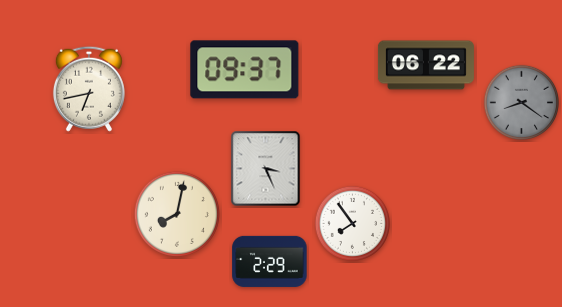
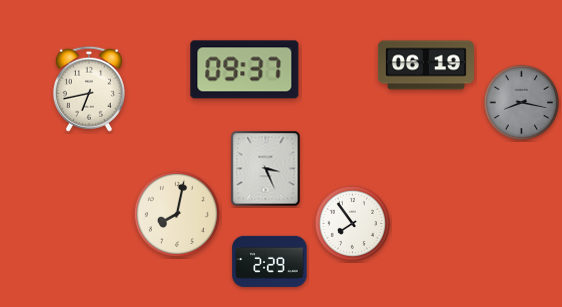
clock at (426, 65): 06:22 -> 06:19
clock at (521, 102): 8:21 -> 8:17
